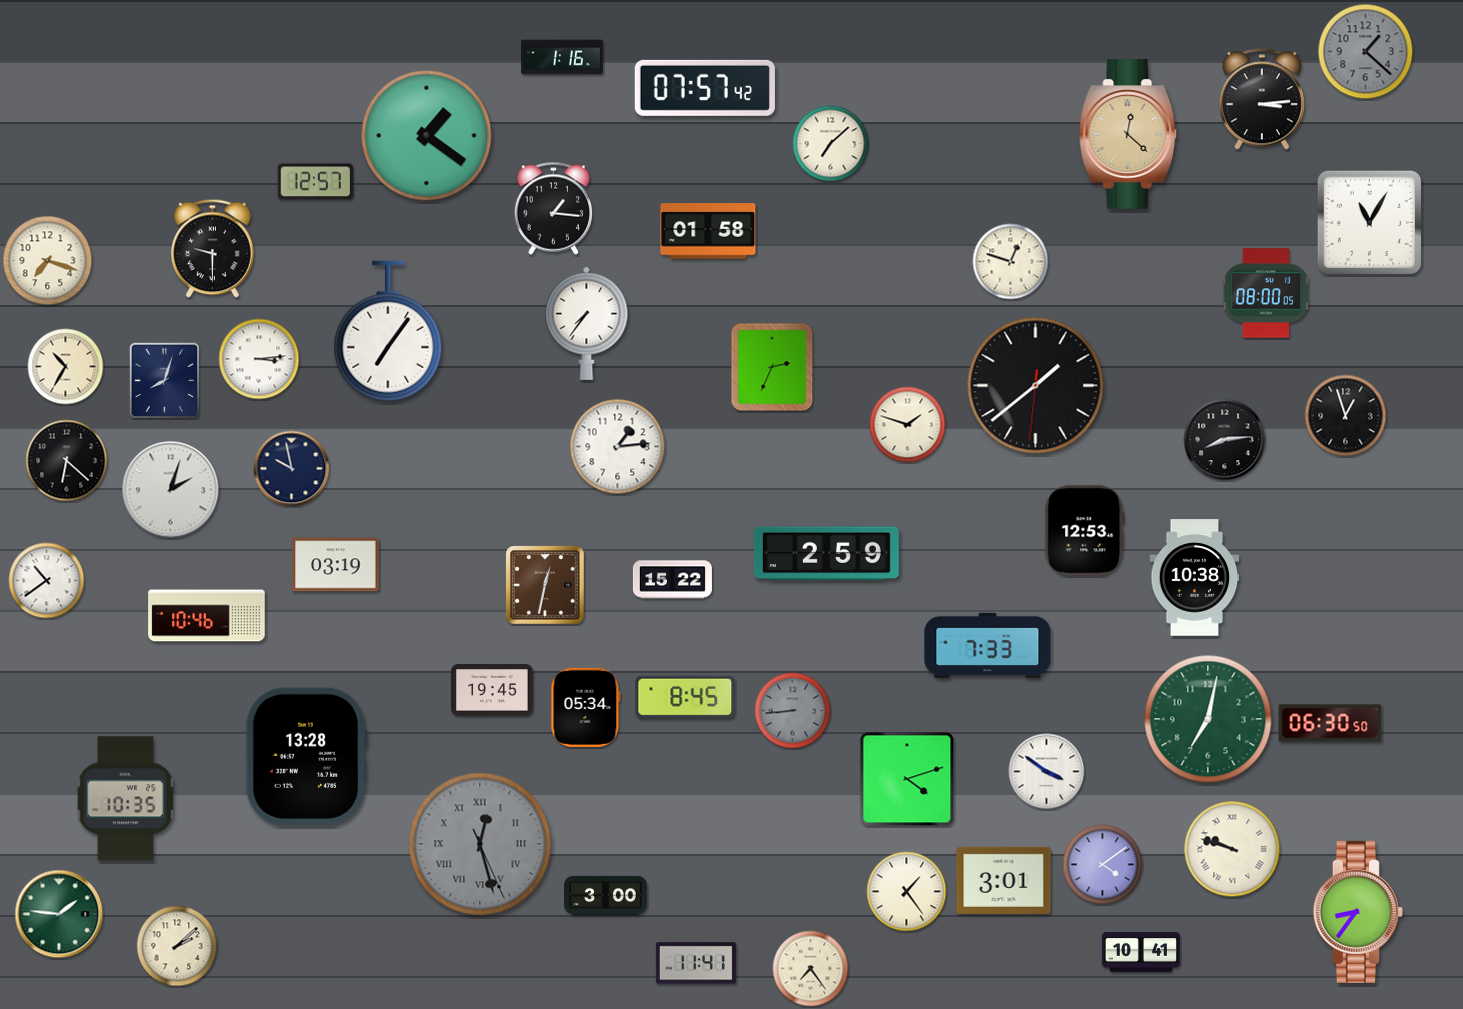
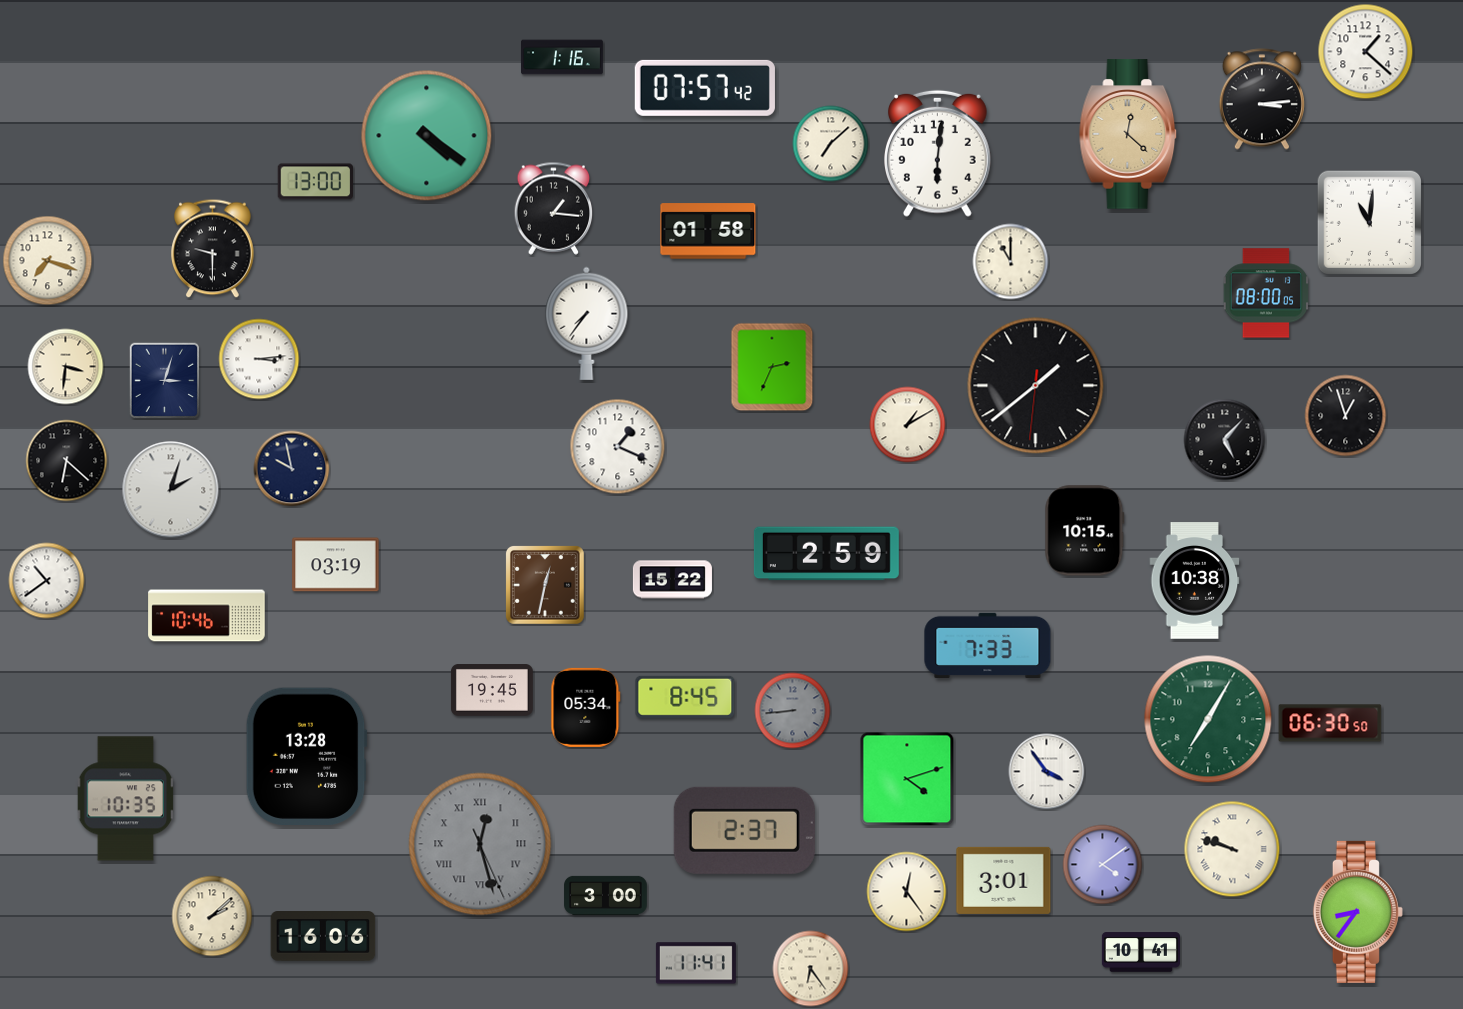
clock at (1366, 52) dial: grey -> white
clock at (427, 136): 1:21 -> 4:21
clock at (938, 153): none -> 6:01
clock at (315, 182): 12:57 -> 13:00
clock at (1369, 222): 11:05 -> 11:01
clock at (1011, 262): 12:48 -> 11:00
clock at (388, 331): 7:06 -> none
clock at (66, 367): 10:35 -> 3:31
clock at (165, 381): 8:03 -> 3:03
clock at (908, 425): 1:48 -> 1:10
clock at (1225, 440): 8:14 -> 5:07
clock at (618, 447): 1:14 -> 1:19
clock at (1085, 531): 12:53 -> 10:15
clock at (1195, 578) position: (1195, 578) -> (1195, 581)
clock at (1208, 719): 7:02 -> 7:05
clock at (1047, 772): 3:51 -> 3:54
clock at (744, 830): none -> 2:37
clock at (907, 892): 1:24 -> 12:24
clock at (59, 914): 1:46 -> none
clock at (323, 937): none -> 16:06
clock at (177, 946) position: (177, 946) -> (212, 916)
clock at (811, 969): 7:24 -> 6:24
